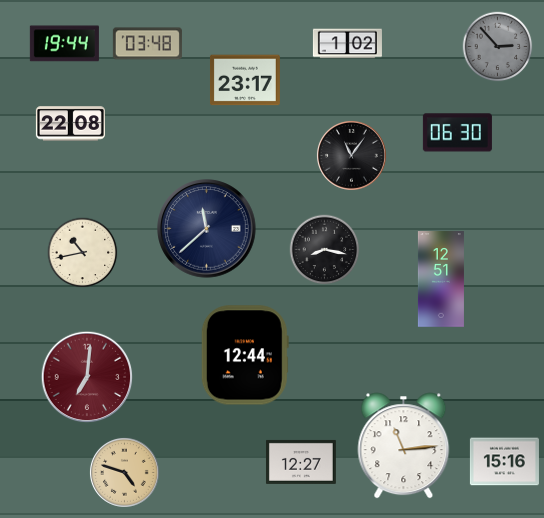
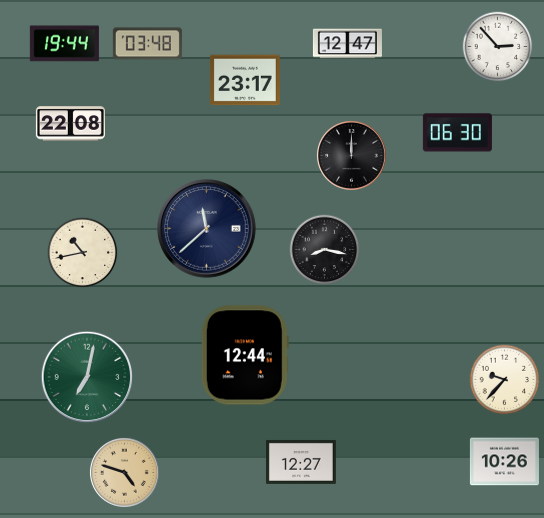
clock at (347, 44): 1:02 -> 12:47
clock at (498, 47) dial: grey -> white
clock at (351, 155): 11:06 -> 12:00
clock at (441, 279): 12:51 -> none
clock at (87, 377): 7:01 -> 7:02
clock at (87, 377) dial: burgundy -> green
clock at (505, 380): none -> 9:37
clock at (404, 446): 11:14 -> none
clock at (504, 462): 15:16 -> 10:26
